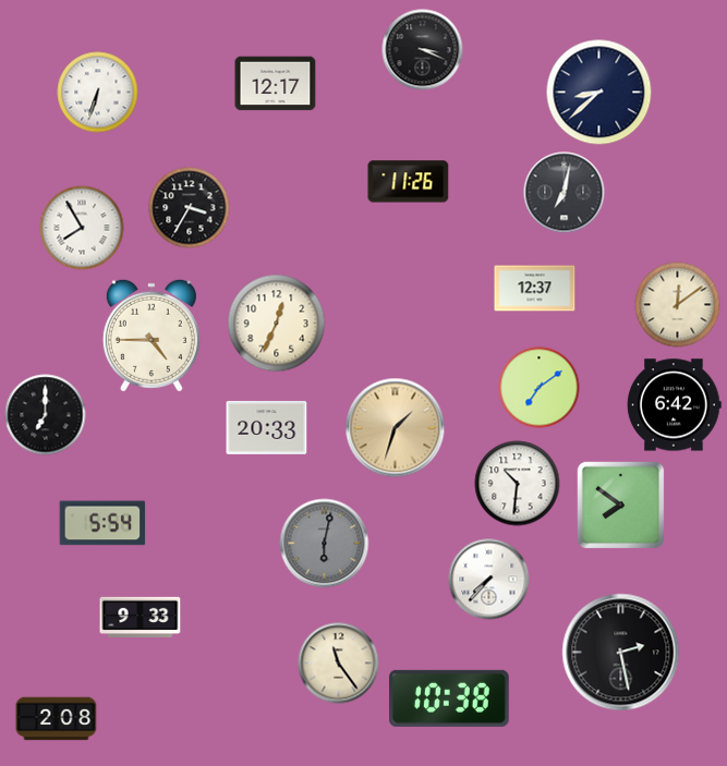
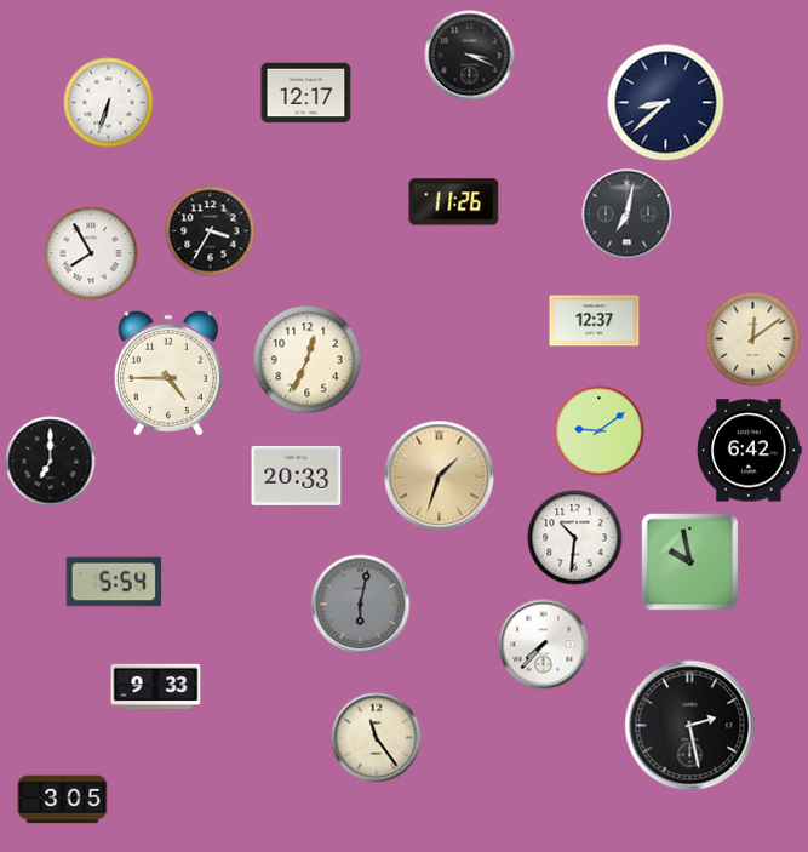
clock at (540, 388): 7:09 -> 9:09
clock at (621, 506): 7:51 -> 9:58
clock at (450, 698): 10:38 -> none
clock at (57, 719): 2:08 -> 3:05
